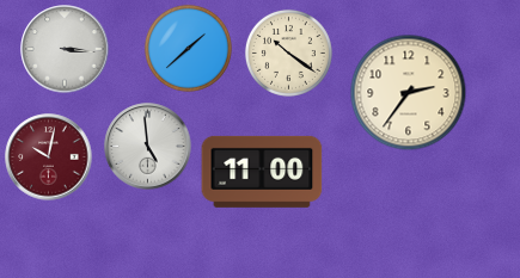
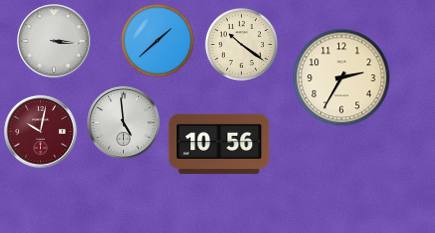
clock at (409, 93): 2:36 -> 2:35
clock at (262, 172): 11:00 -> 10:56
